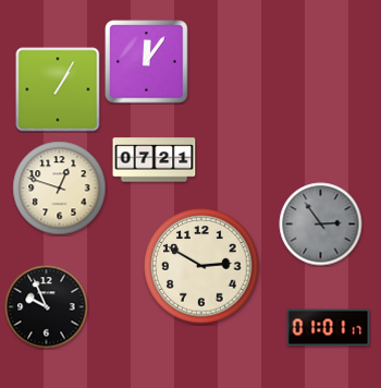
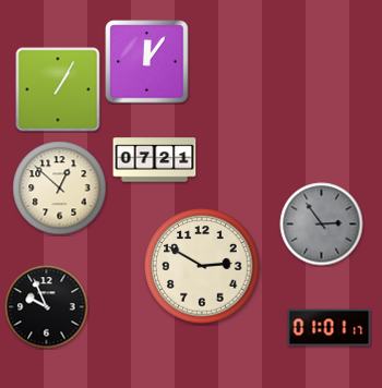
clock at (60, 189): 12:48 -> 12:52
